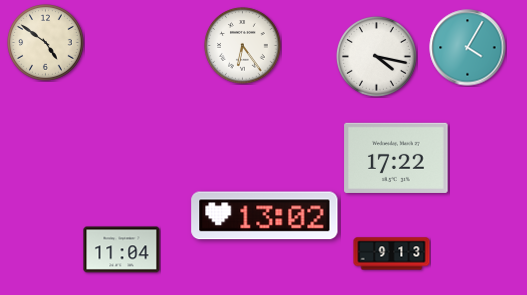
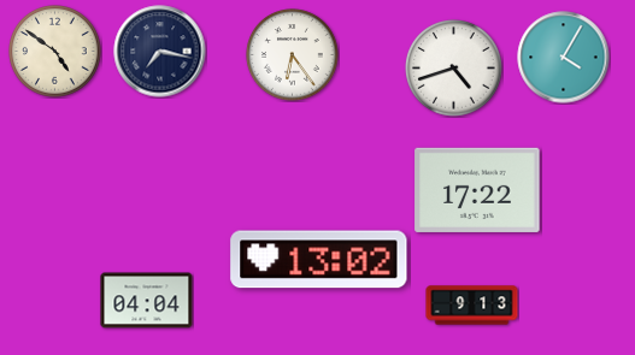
clock at (160, 52): none -> 7:17
clock at (377, 57): 4:17 -> 4:42
clock at (122, 250): 11:04 -> 04:04
